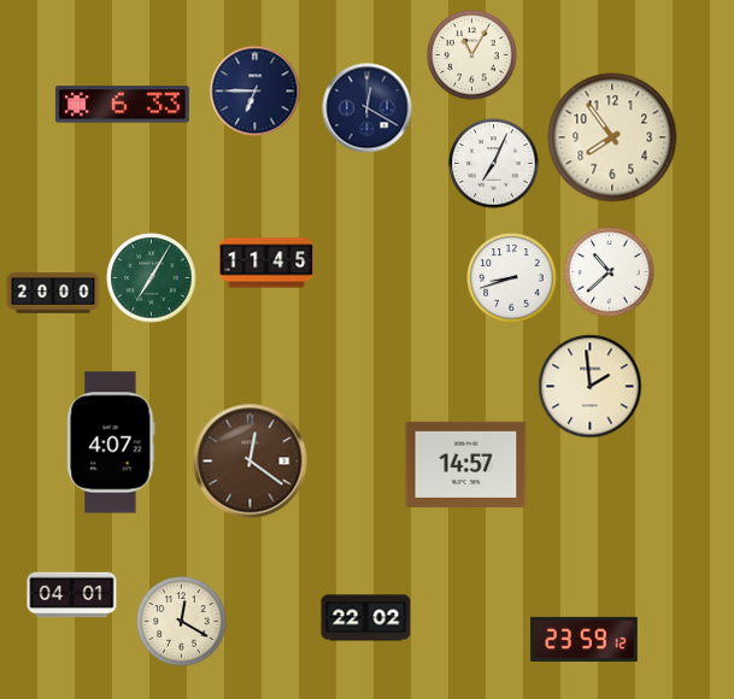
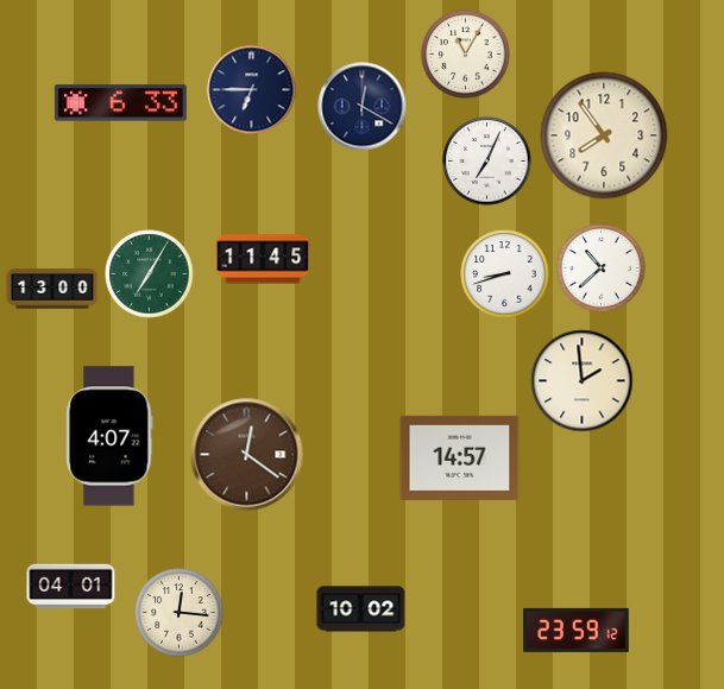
clock at (53, 293): 20:00 -> 13:00
clock at (366, 618): 22:02 -> 10:02
clock at (182, 622): 12:20 -> 12:16
